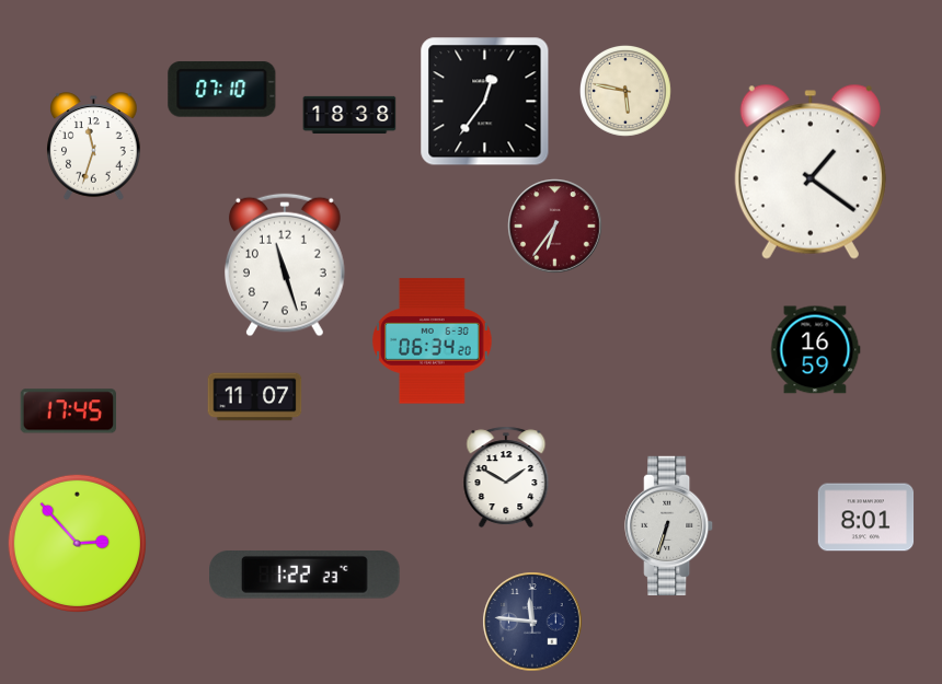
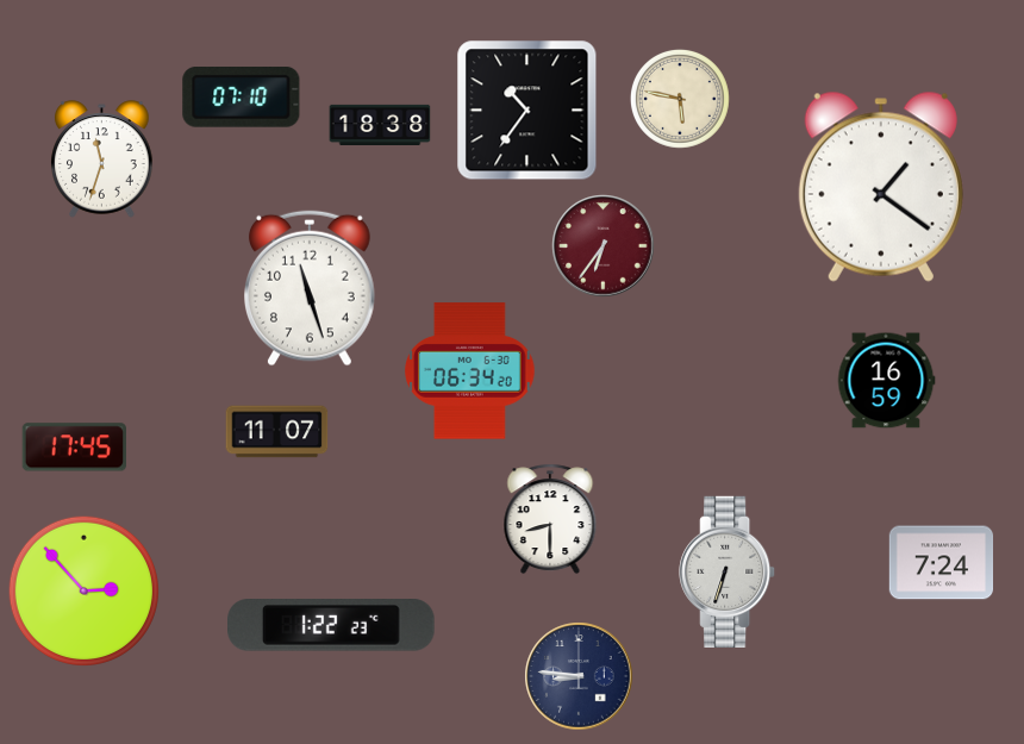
clock at (485, 102): 12:36 -> 10:36
clock at (506, 477): 1:50 -> 8:30
clock at (866, 518): 8:01 -> 7:24
clock at (532, 622): 11:46 -> 8:46
